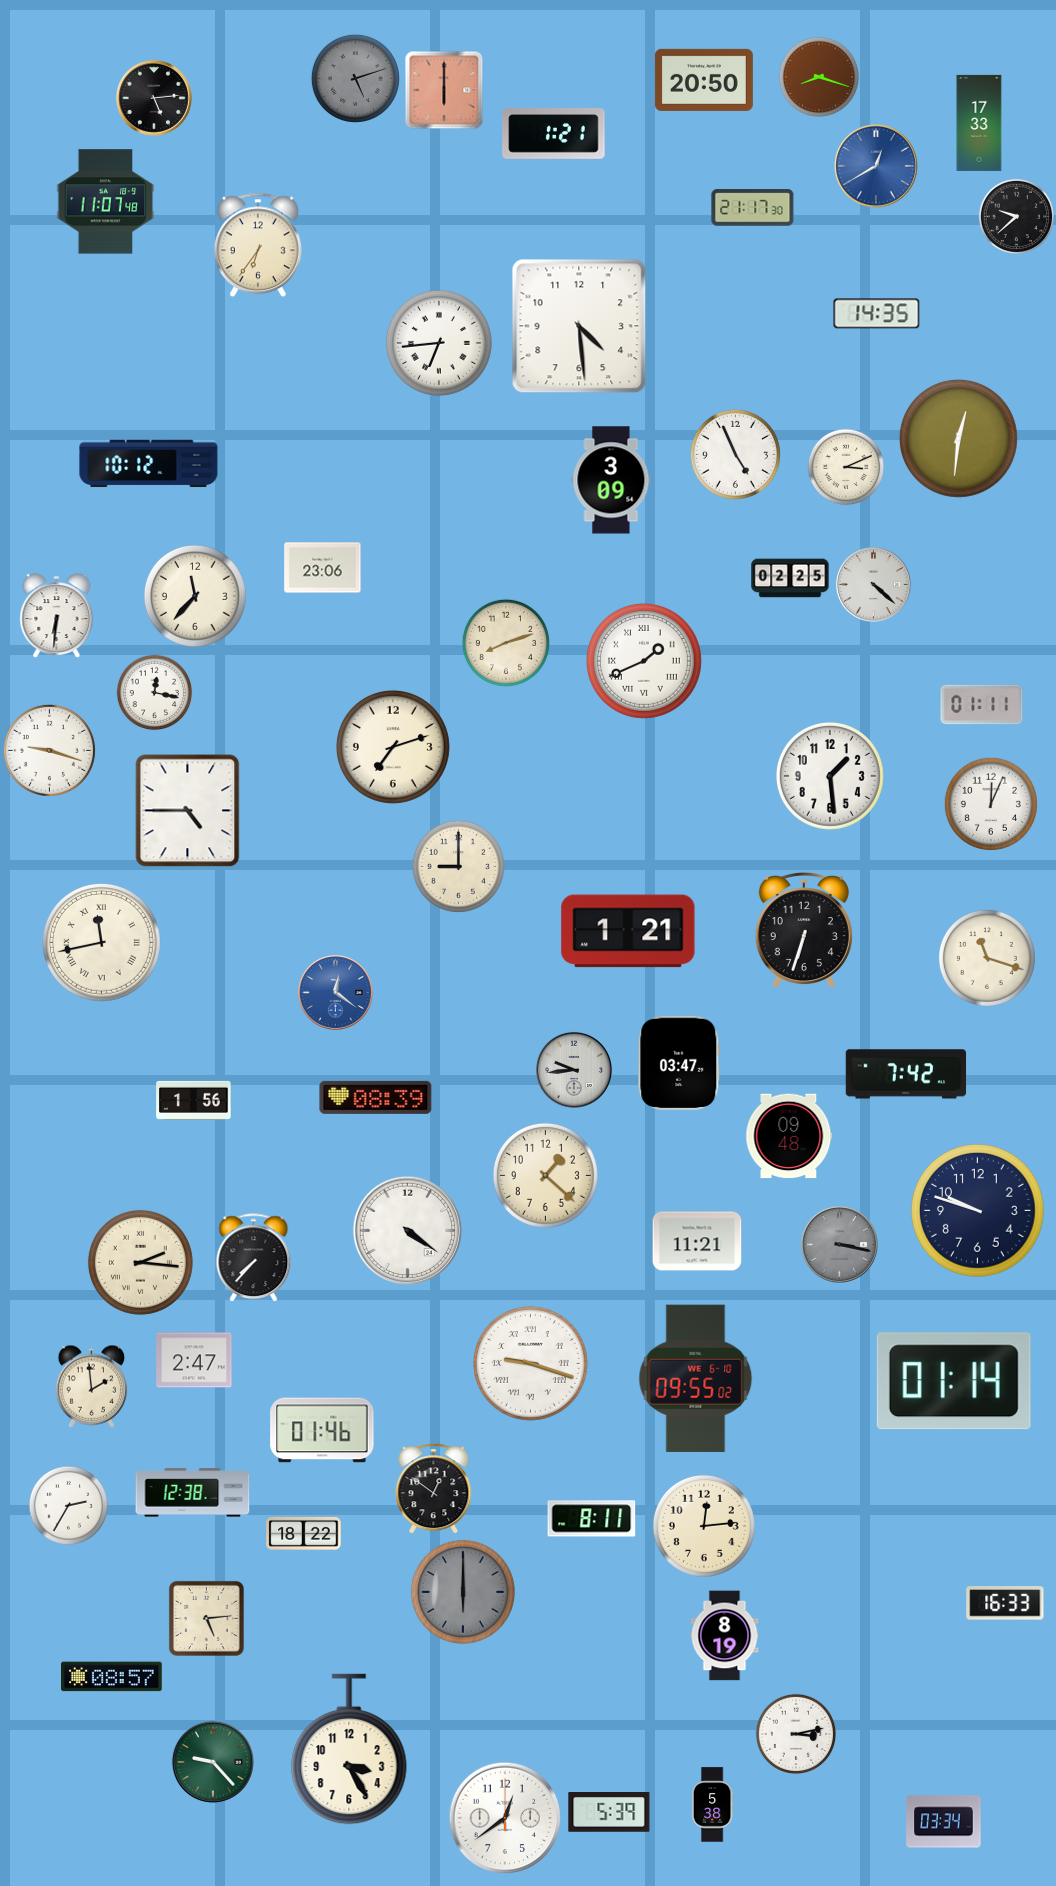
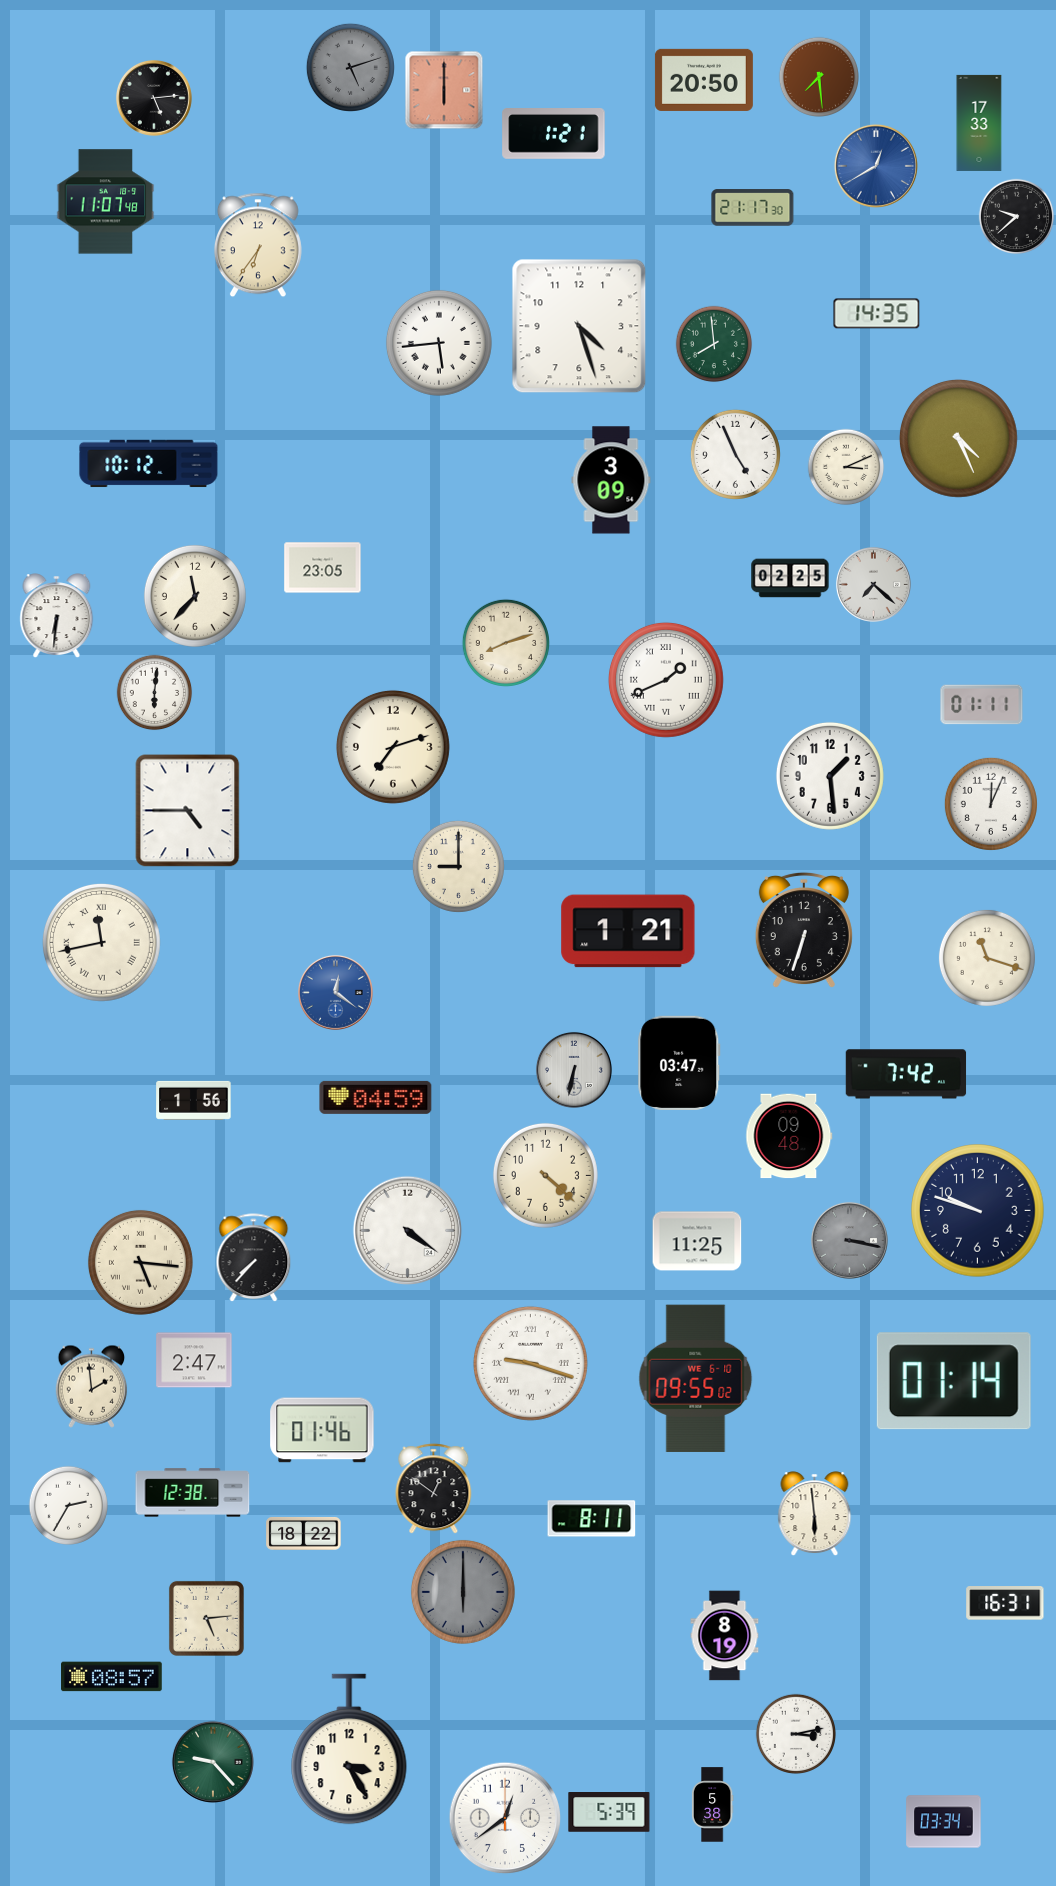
clock at (818, 76): 8:18 -> 7:29
clock at (355, 78) position: (355, 78) -> (350, 67)
clock at (579, 326): 4:29 -> 4:27
clock at (439, 343): 6:44 -> 5:44
clock at (714, 344): none -> 7:59
clock at (958, 438): 12:31 -> 4:26
clock at (323, 568): 23:06 -> 23:05
clock at (873, 584): 4:22 -> 7:22
clock at (644, 661) position: (644, 661) -> (666, 680)
clock at (155, 693): 12:17 -> 6:01
clock at (49, 750): 9:18 -> none
clock at (574, 1070): 9:44 -> 6:32
clock at (376, 1097): 08:39 -> 04:59
clock at (545, 1175): 1:22 -> 4:22
clock at (697, 1241): 11:21 -> 11:25
clock at (839, 1244) position: (839, 1244) -> (849, 1240)
clock at (140, 1262): 2:16 -> 5:16
clock at (815, 1514): none -> 5:59
clock at (704, 1526): 12:14 -> none
clock at (1005, 1603): 16:33 -> 16:31
